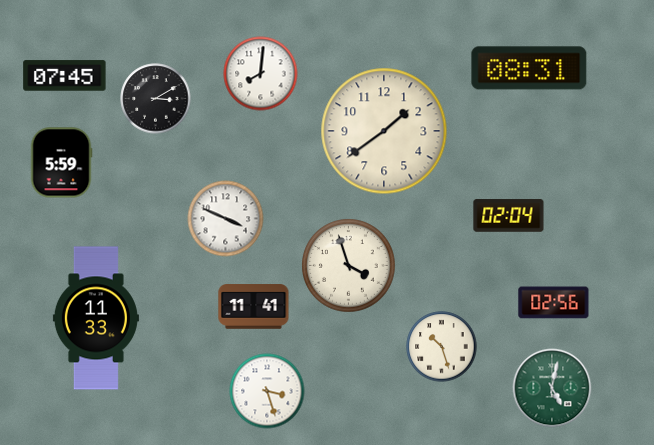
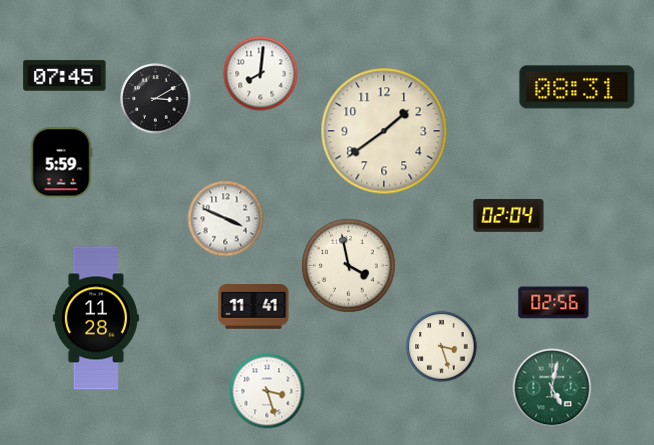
clock at (529, 68) position: (529, 68) -> (577, 87)
clock at (349, 266): 3:57 -> 3:58
clock at (96, 318): 11:33 -> 11:28
clock at (442, 347): 10:27 -> 3:27
